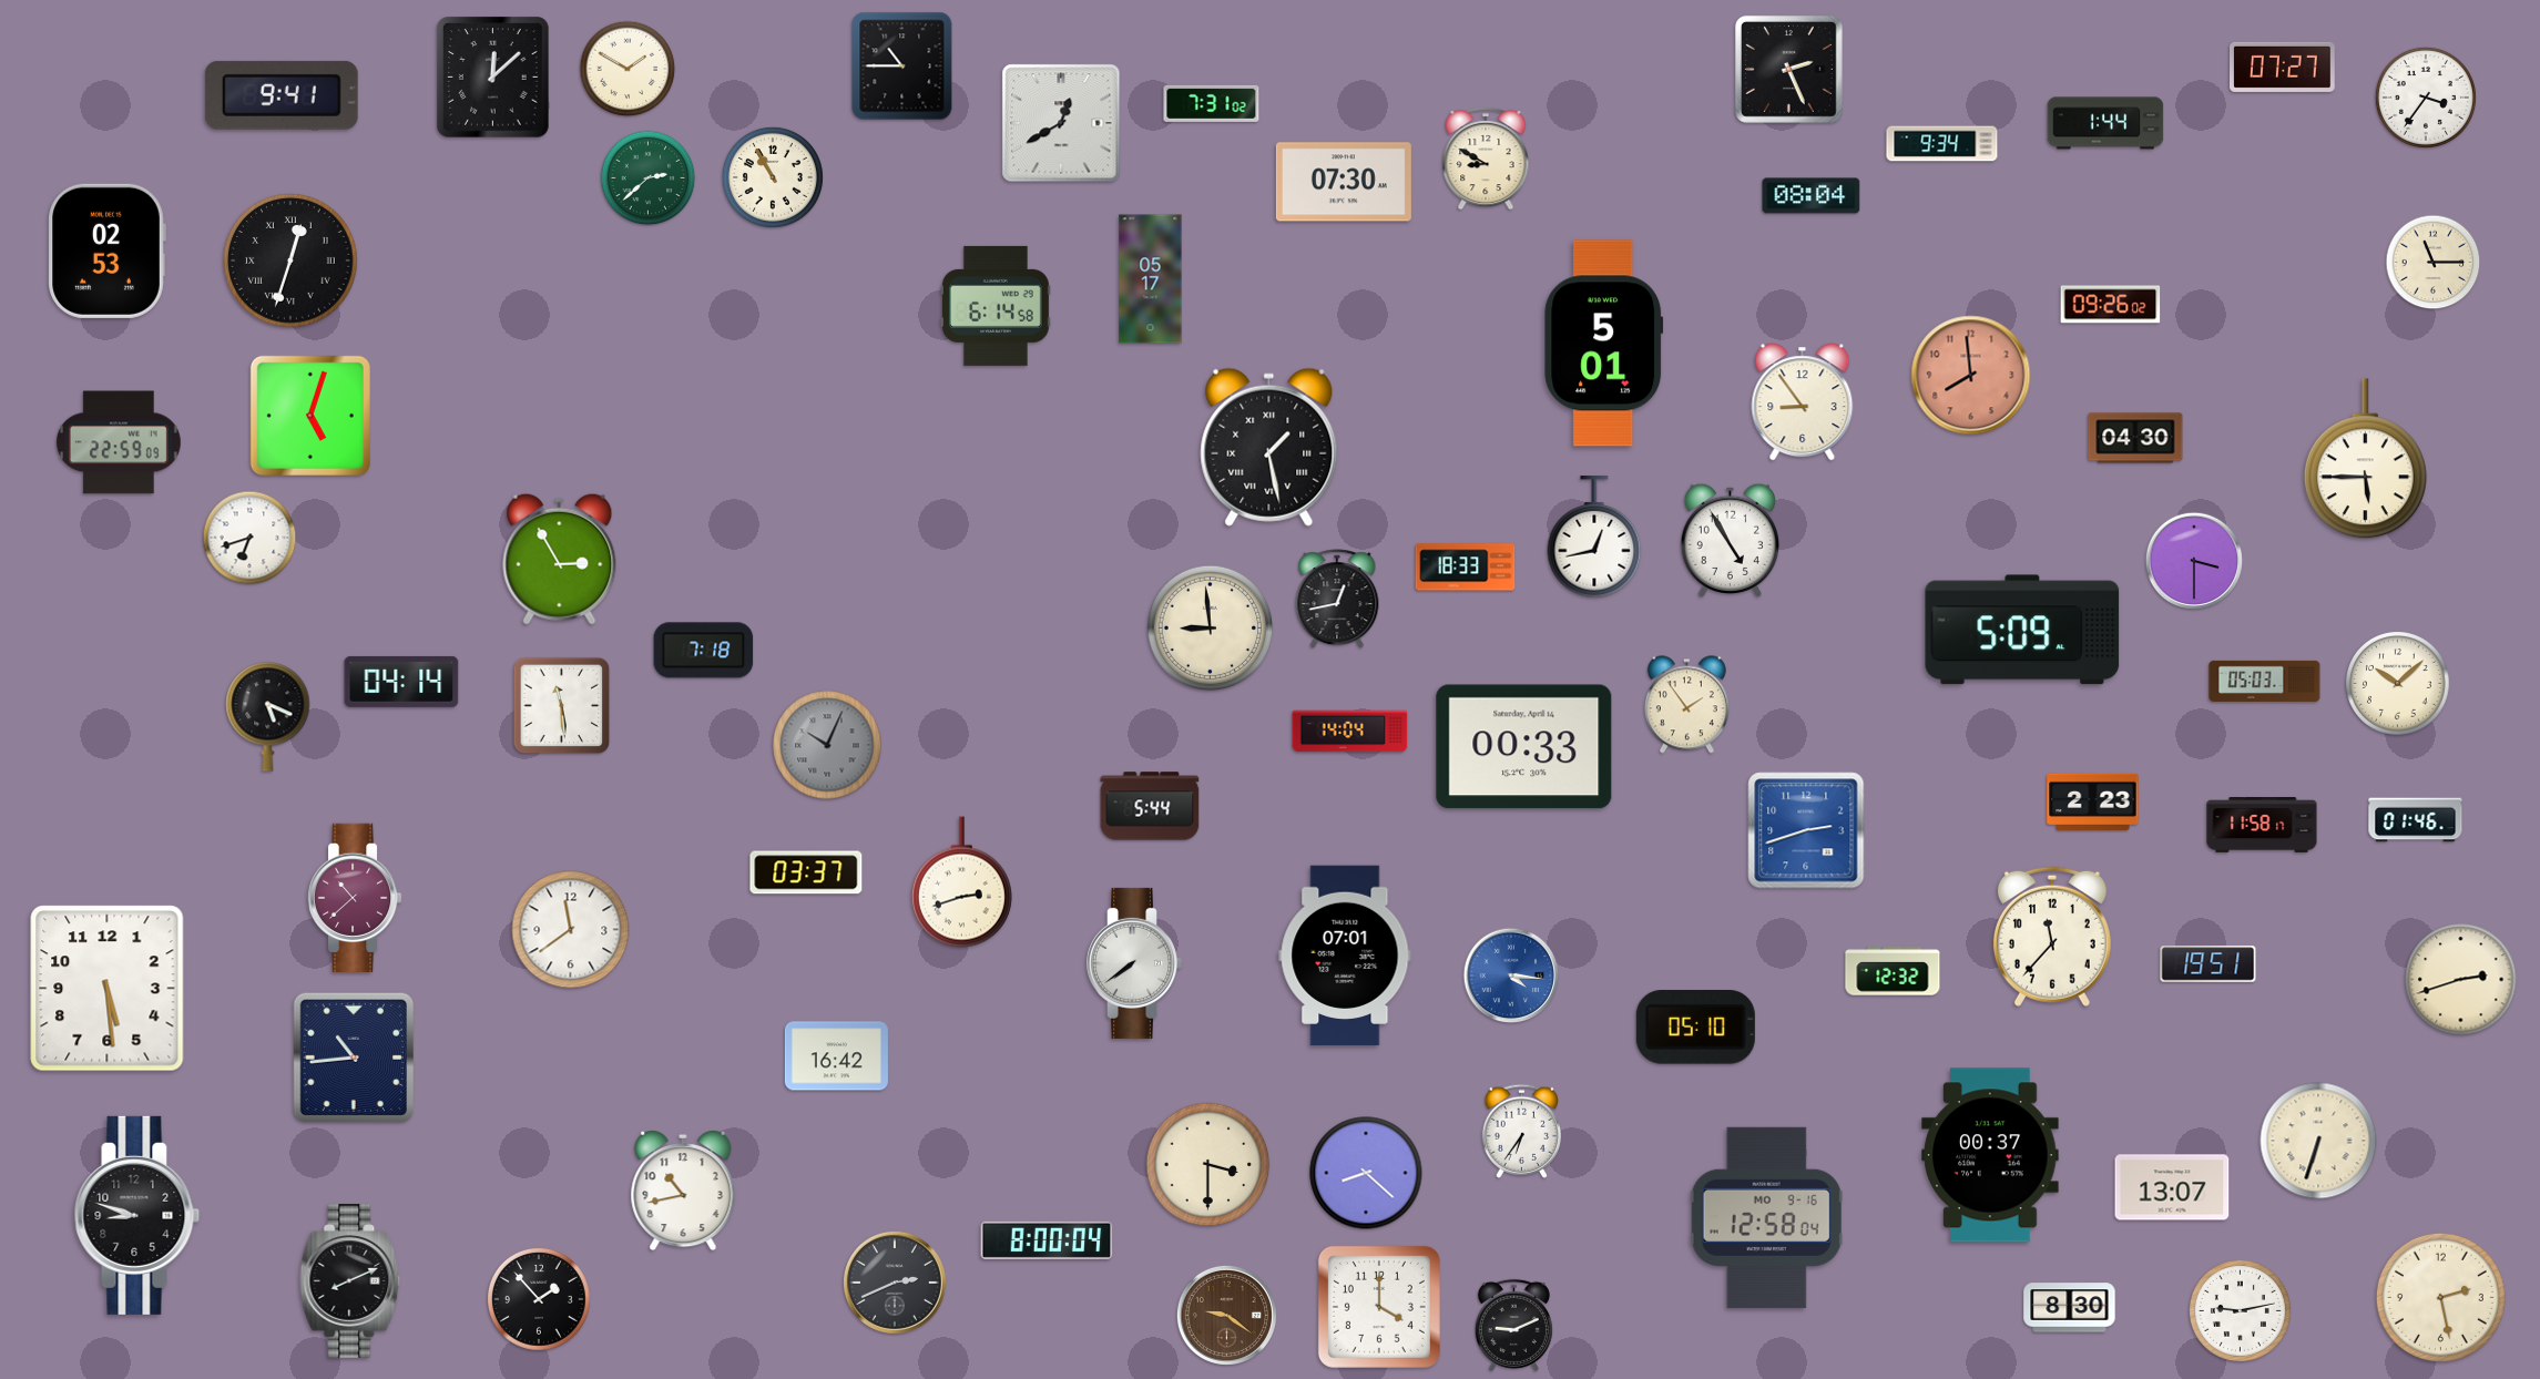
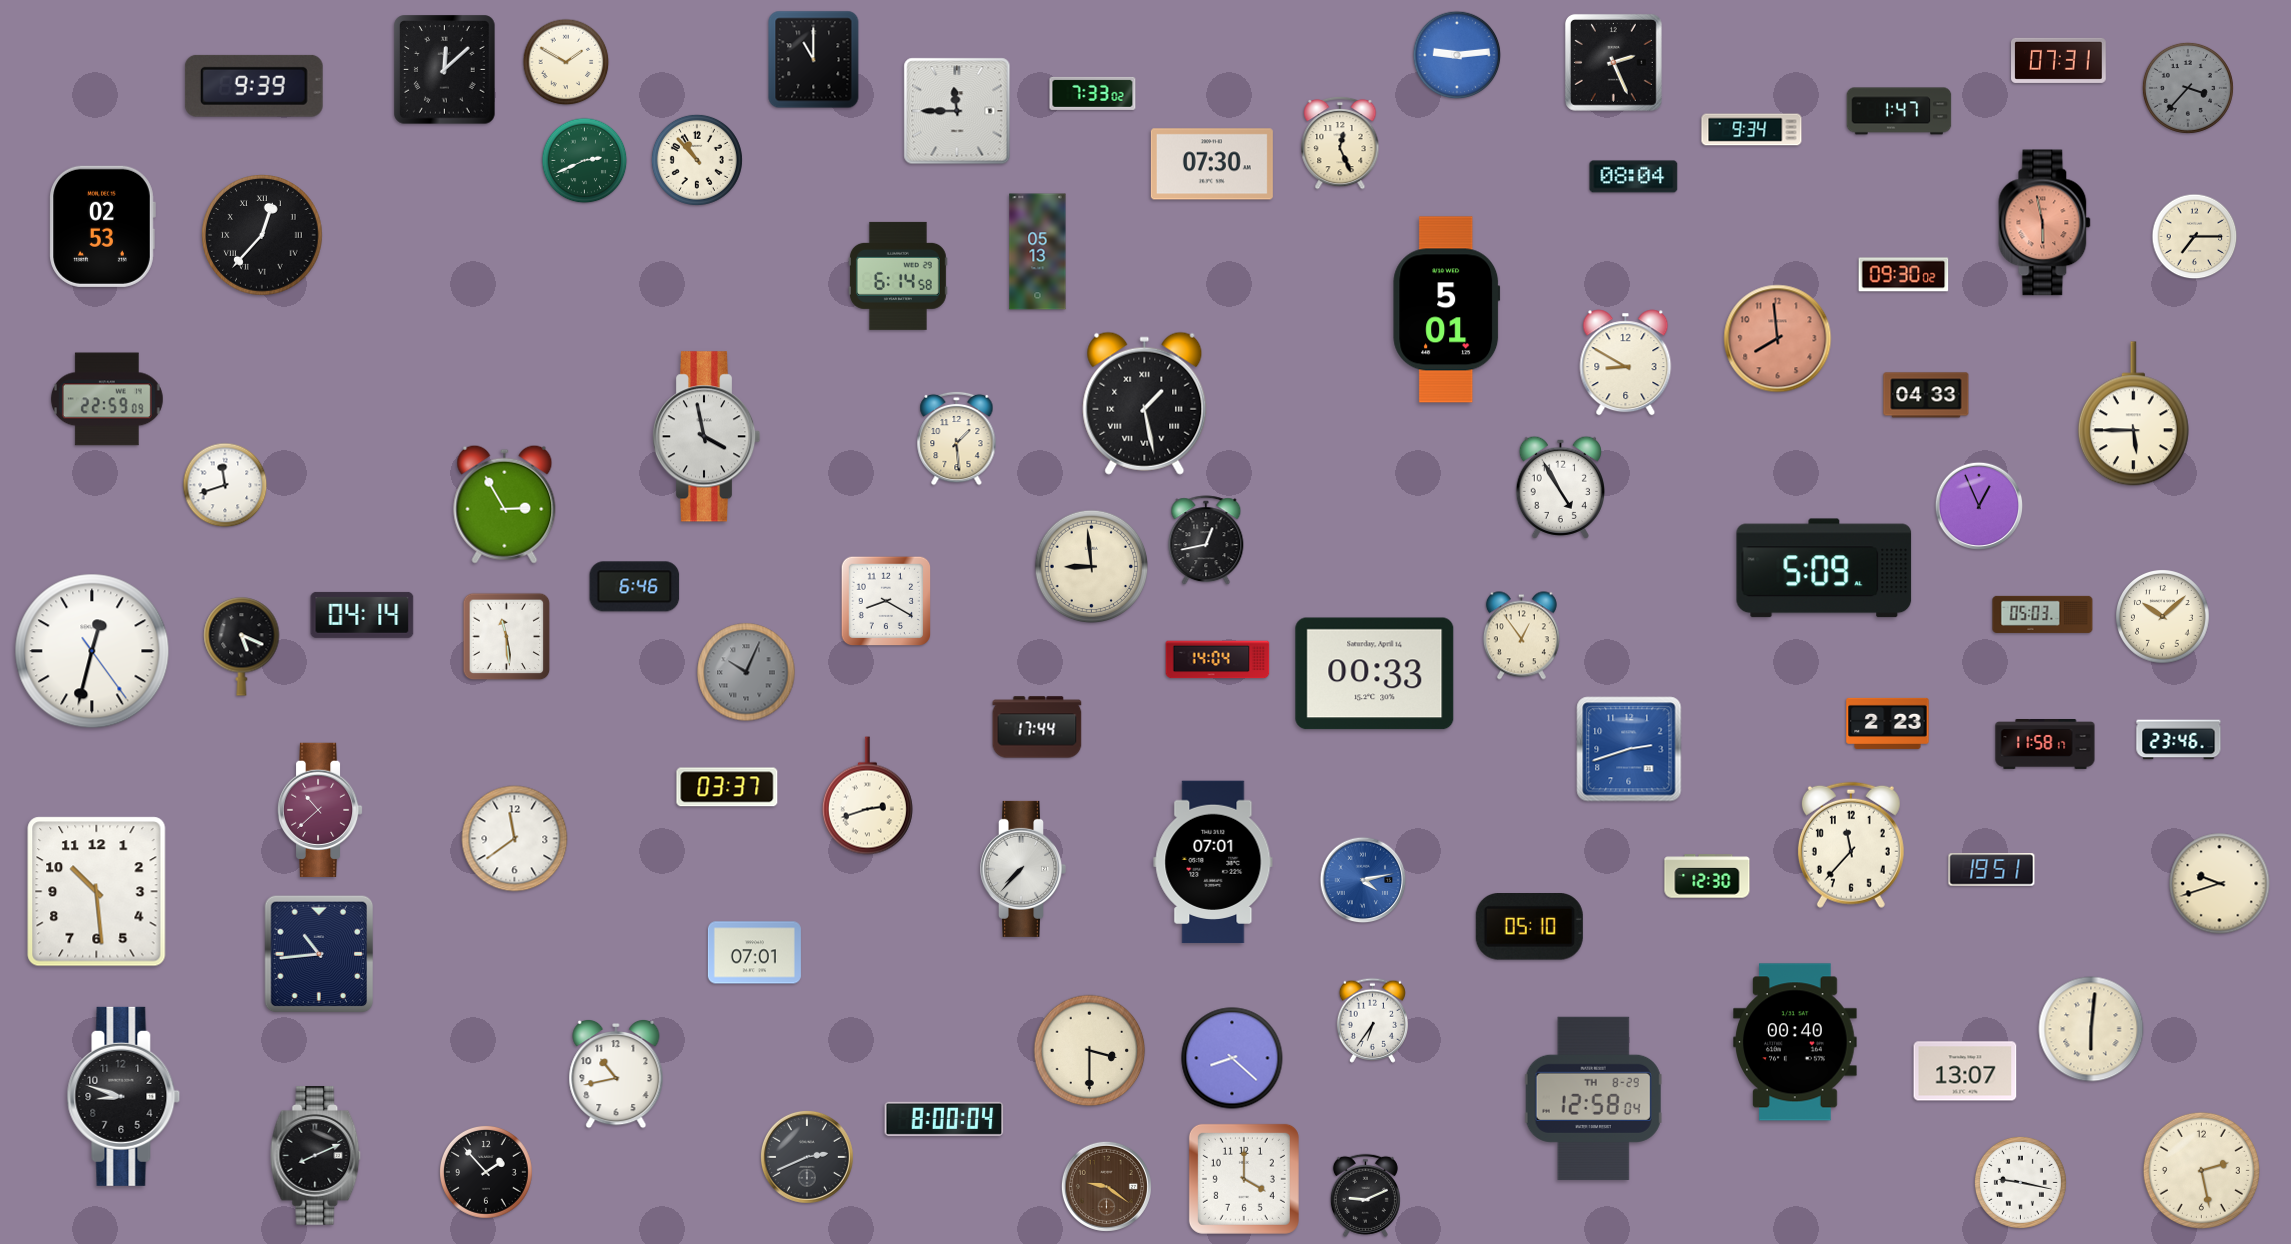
clock at (1457, 55): none -> 9:14
clock at (902, 67): 10:45 -> 11:00
clock at (2283, 67): 07:27 -> 07:31
clock at (282, 95): 9:41 -> 9:39
clock at (2426, 98): 3:36 -> 3:37
clock at (2426, 98) dial: white -> grey
clock at (1212, 103): 7:31 -> 7:33
clock at (1061, 123): 12:40 -> 11:45
clock at (2105, 123): 1:44 -> 1:47
clock at (1486, 159): 8:50 -> 12:26
clock at (773, 177): 10:55 -> 10:53
clock at (649, 178): 2:38 -> 2:41
clock at (2045, 223): none -> 5:58
clock at (106, 251) position: (106, 251) -> (102, 226)
clock at (290, 261): 12:33 -> 12:37
clock at (2434, 263): 11:15 -> 7:15
clock at (1151, 279): 05:17 -> 05:13
clock at (2111, 305): 09:26 -> 09:30
clock at (1803, 402): 8:54 -> 8:50
clock at (310, 416): 5:03 -> none
clock at (2135, 438): 04:30 -> 04:33
clock at (706, 437): none -> 3:58
clock at (957, 438): none -> 1:29
clock at (249, 538): 6:42 -> 11:42
clock at (1594, 538): 12:43 -> none
clock at (2194, 561): 3:30 -> 12:56
clock at (1466, 568): 18:33 -> none
clock at (704, 651): 7:18 -> 6:46
clock at (886, 601): none -> 8:20
clock at (1686, 705): 1:54 -> 12:54
clock at (92, 651): none -> 12:32
clock at (1150, 806): 5:44 -> 17:44
clock at (2416, 820): 01:46 -> 23:46
clock at (2262, 826) position: (2262, 826) -> (2045, 745)
clock at (1134, 963): 7:39 -> 7:37
clock at (1893, 971): 12:32 -> 12:30
clock at (1511, 975): 4:16 -> 4:13
clock at (2461, 980): 2:42 -> 9:42
clock at (108, 989): 5:29 -> 10:29
clock at (836, 1056): 16:42 -> 07:01
clock at (2318, 1141): 6:33 -> 6:01
clock at (1990, 1155): 00:37 -> 00:40
clock at (2172, 1187) position: (2172, 1187) -> (1965, 1071)
clock at (1766, 1217) date: MO 9-16 -> TH 8-29
clock at (2070, 1308): 8:30 -> none
clock at (2240, 1310): 9:13 -> 9:17
